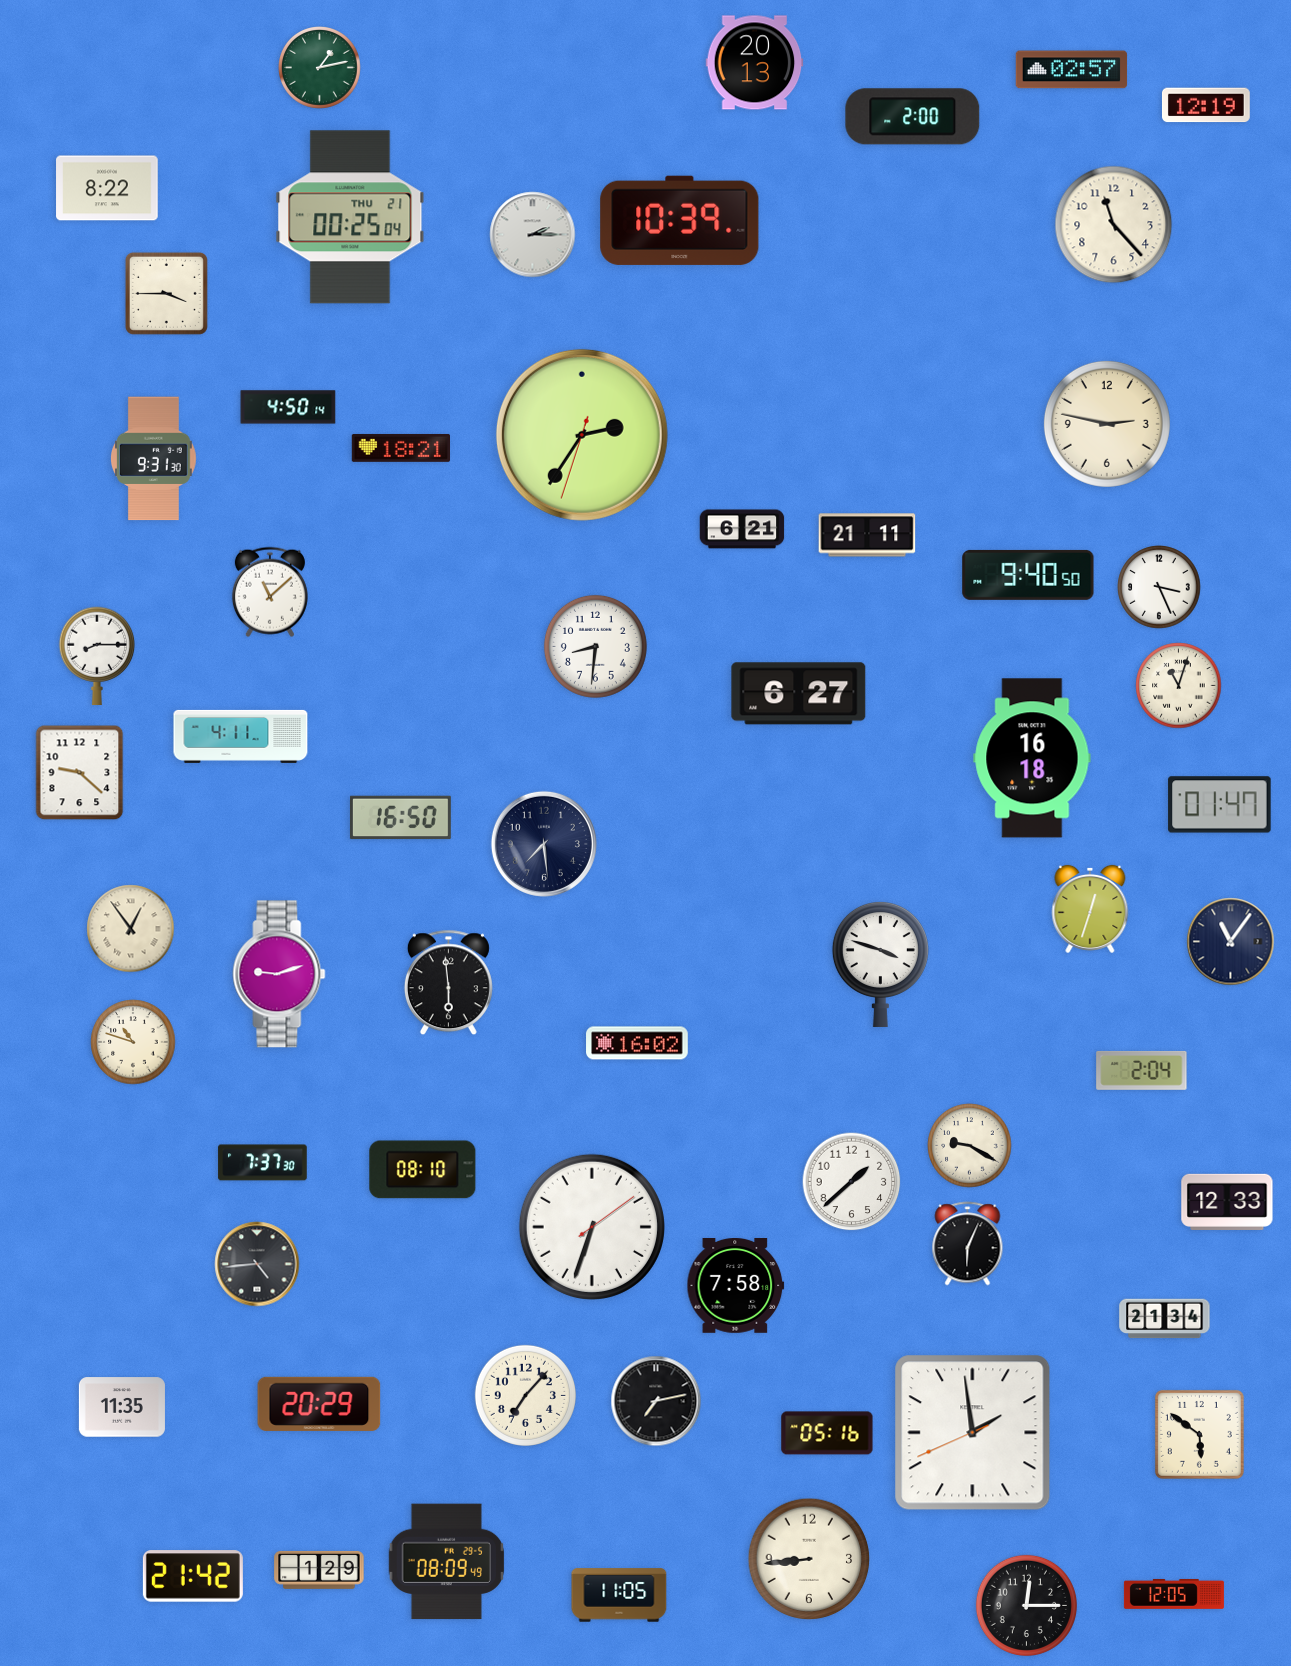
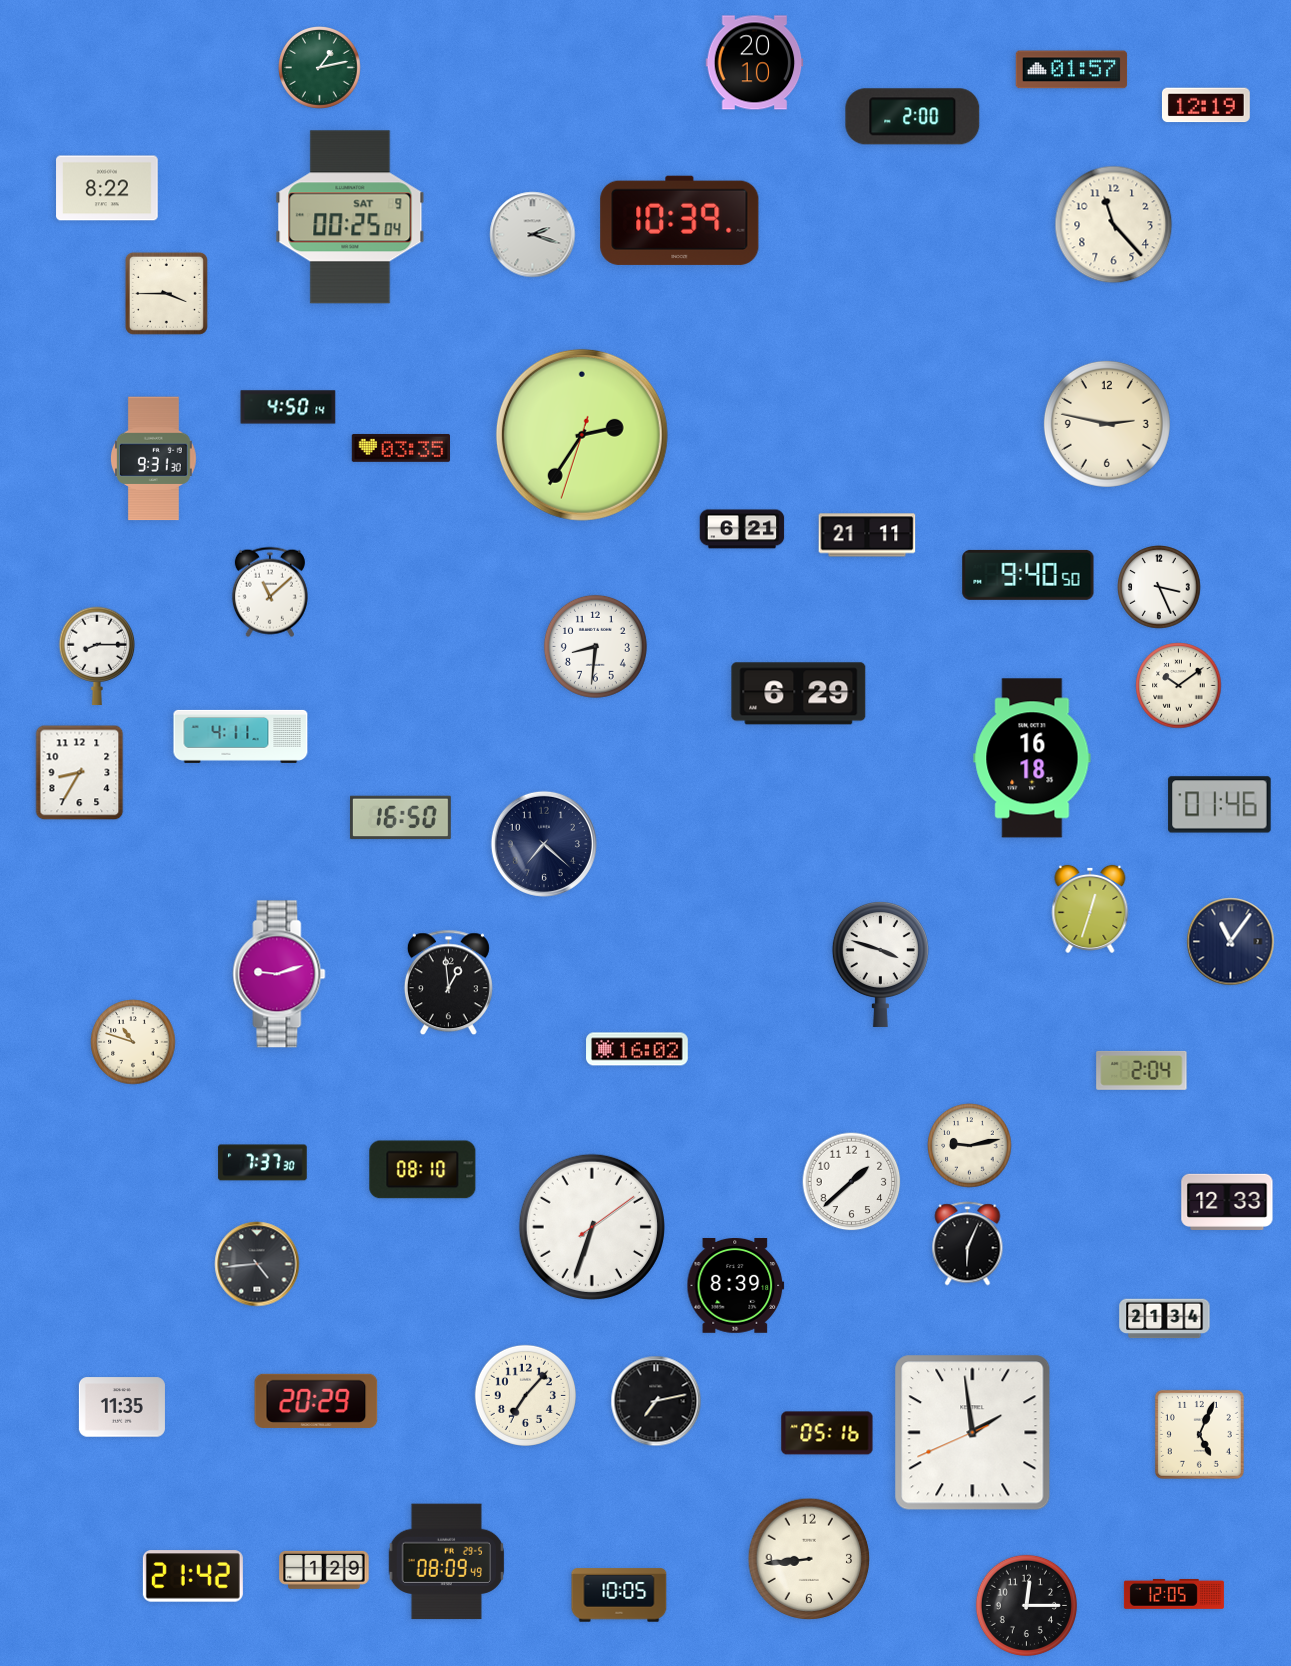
clock at (755, 63): 20:13 -> 20:10
clock at (1072, 70): 02:57 -> 01:57
clock at (350, 217) date: THU 21 -> SAT 9
clock at (533, 235): 2:15 -> 2:18
clock at (401, 448): 18:21 -> 03:35
clock at (1179, 686): 11:03 -> 10:09
clock at (799, 694): 6:27 -> 6:29
clock at (80, 773): 9:22 -> 8:35
clock at (1220, 805): 01:47 -> 01:46
clock at (544, 844): 7:29 -> 7:22
clock at (131, 929): 12:54 -> none
clock at (448, 983): 5:59 -> 12:59
clock at (637, 1043) position: (637, 1043) -> (637, 1049)
clock at (970, 1146): 9:20 -> 9:13
clock at (736, 1286): 7:58 -> 8:39
clock at (319, 1404) position: (319, 1404) -> (316, 1401)
clock at (1199, 1434): 5:51 -> 5:04
clock at (319, 1570) position: (319, 1570) -> (324, 1570)
clock at (619, 1595): 11:05 -> 10:05
